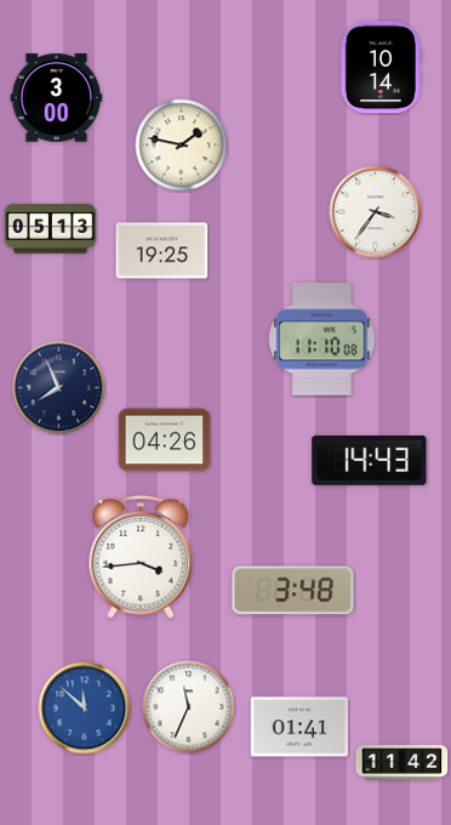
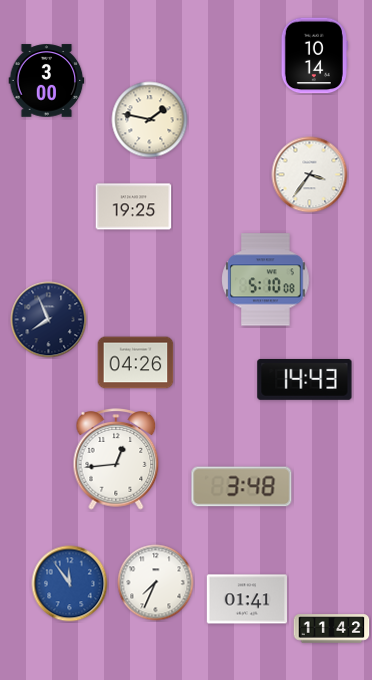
clock at (51, 229): 05:13 -> none
clock at (322, 340): 11:10 -> 5:10
clock at (141, 557): 3:44 -> 12:44
clock at (189, 707): 11:34 -> 7:34
clock at (85, 709): 11:52 -> 11:54
